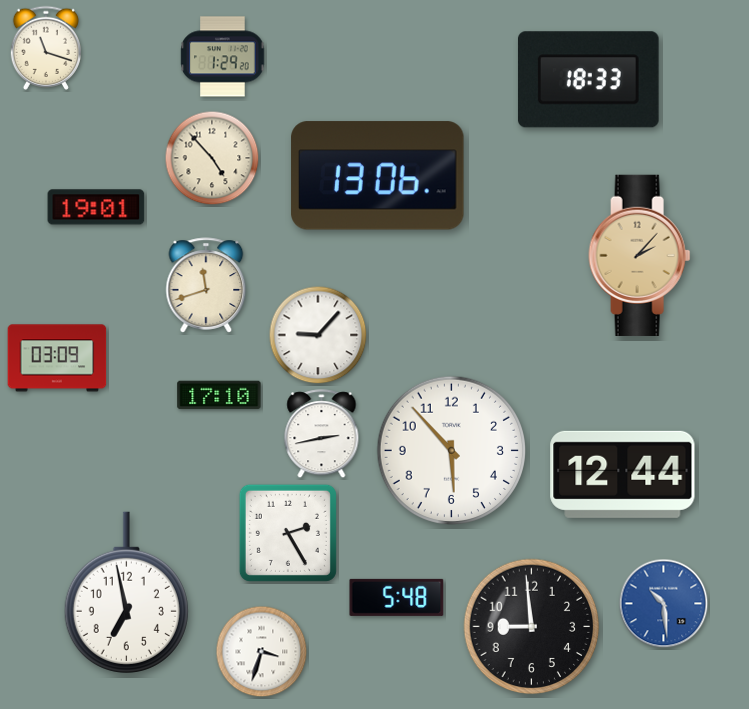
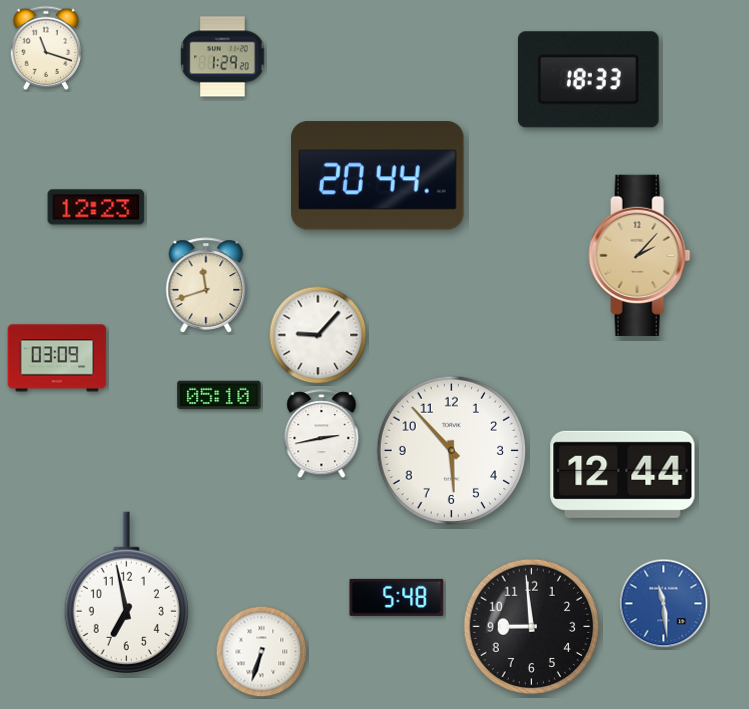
clock at (212, 158): 4:53 -> none
clock at (378, 176): 13:06 -> 20:44
clock at (96, 207): 19:01 -> 12:23
clock at (219, 395): 17:10 -> 05:10
clock at (288, 533): 2:25 -> none
clock at (664, 604): 10:29 -> 11:29
clock at (262, 652): 3:33 -> 6:33
